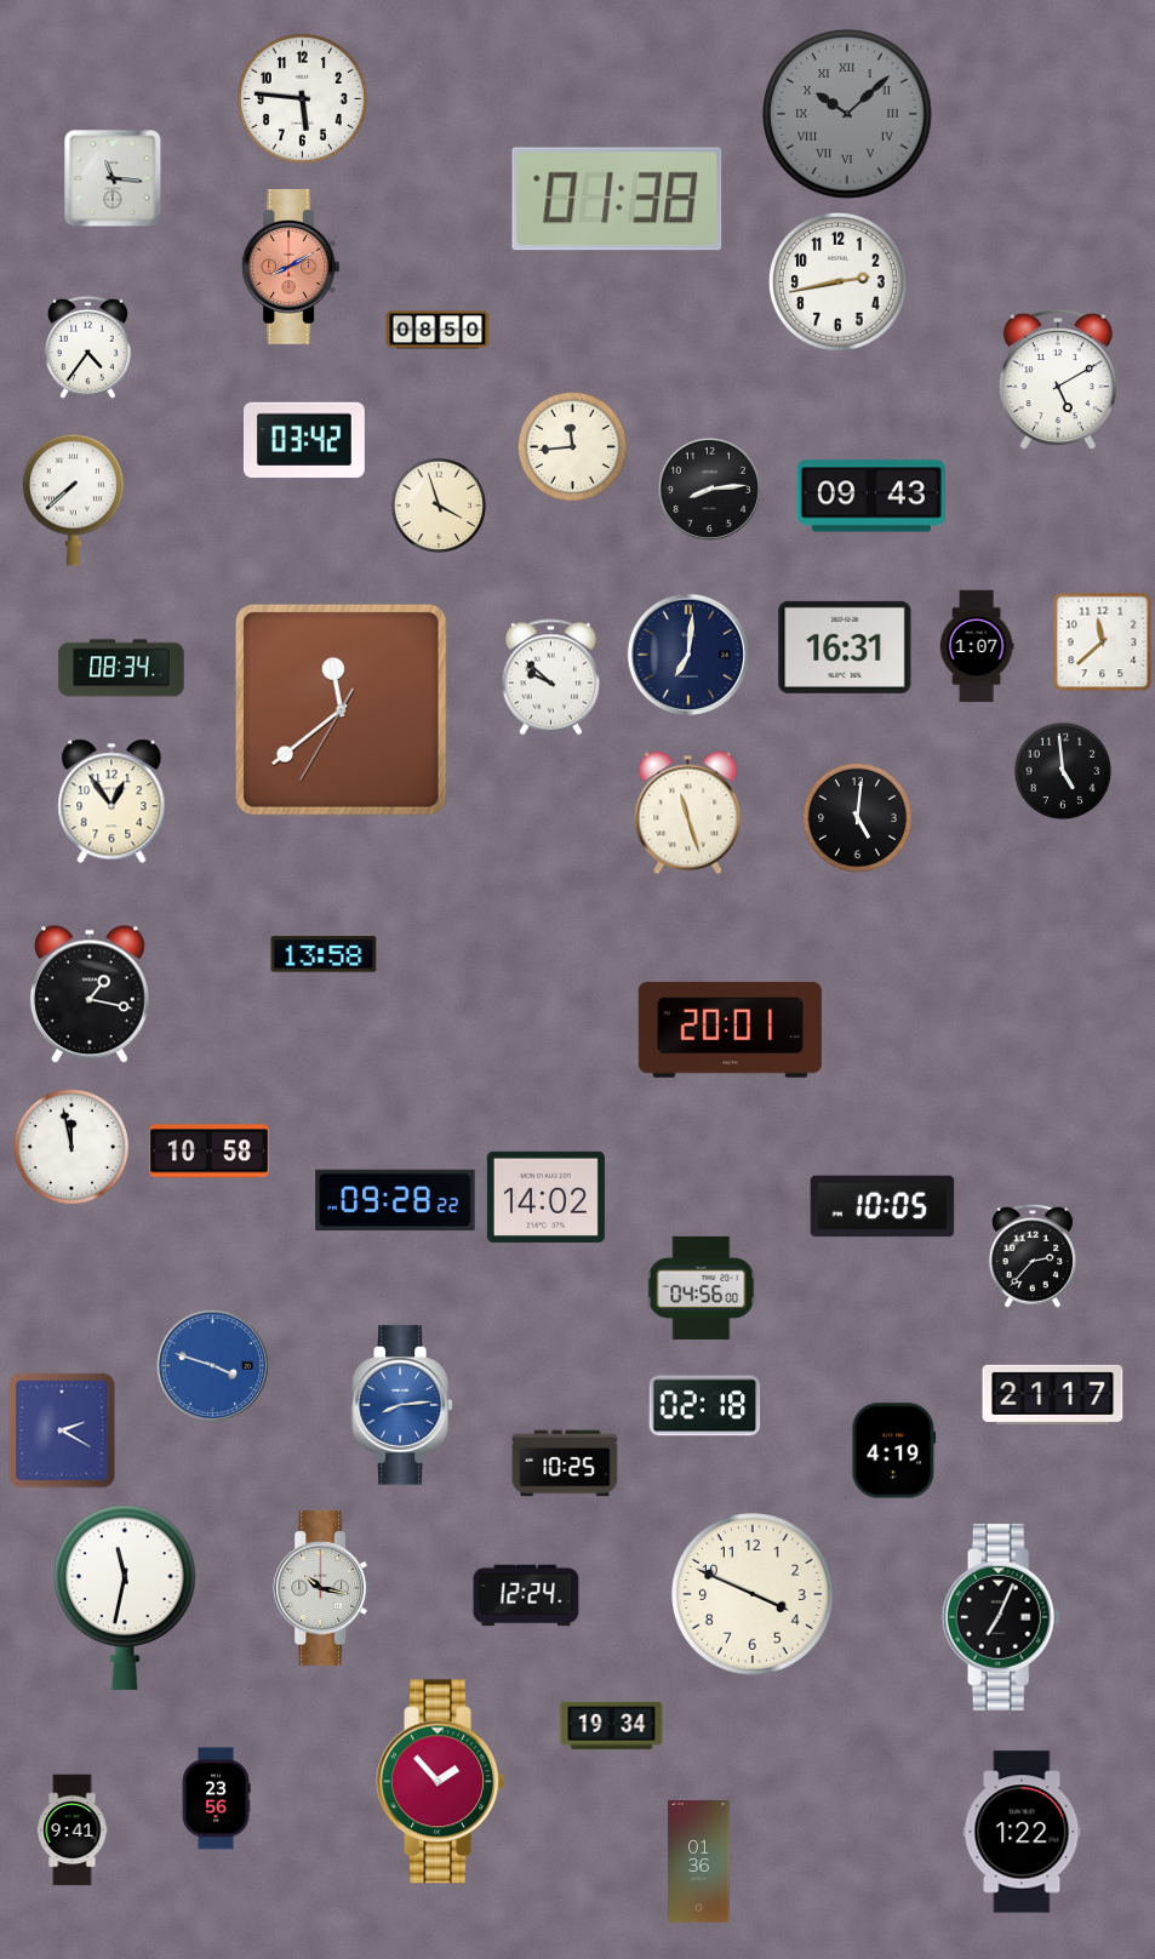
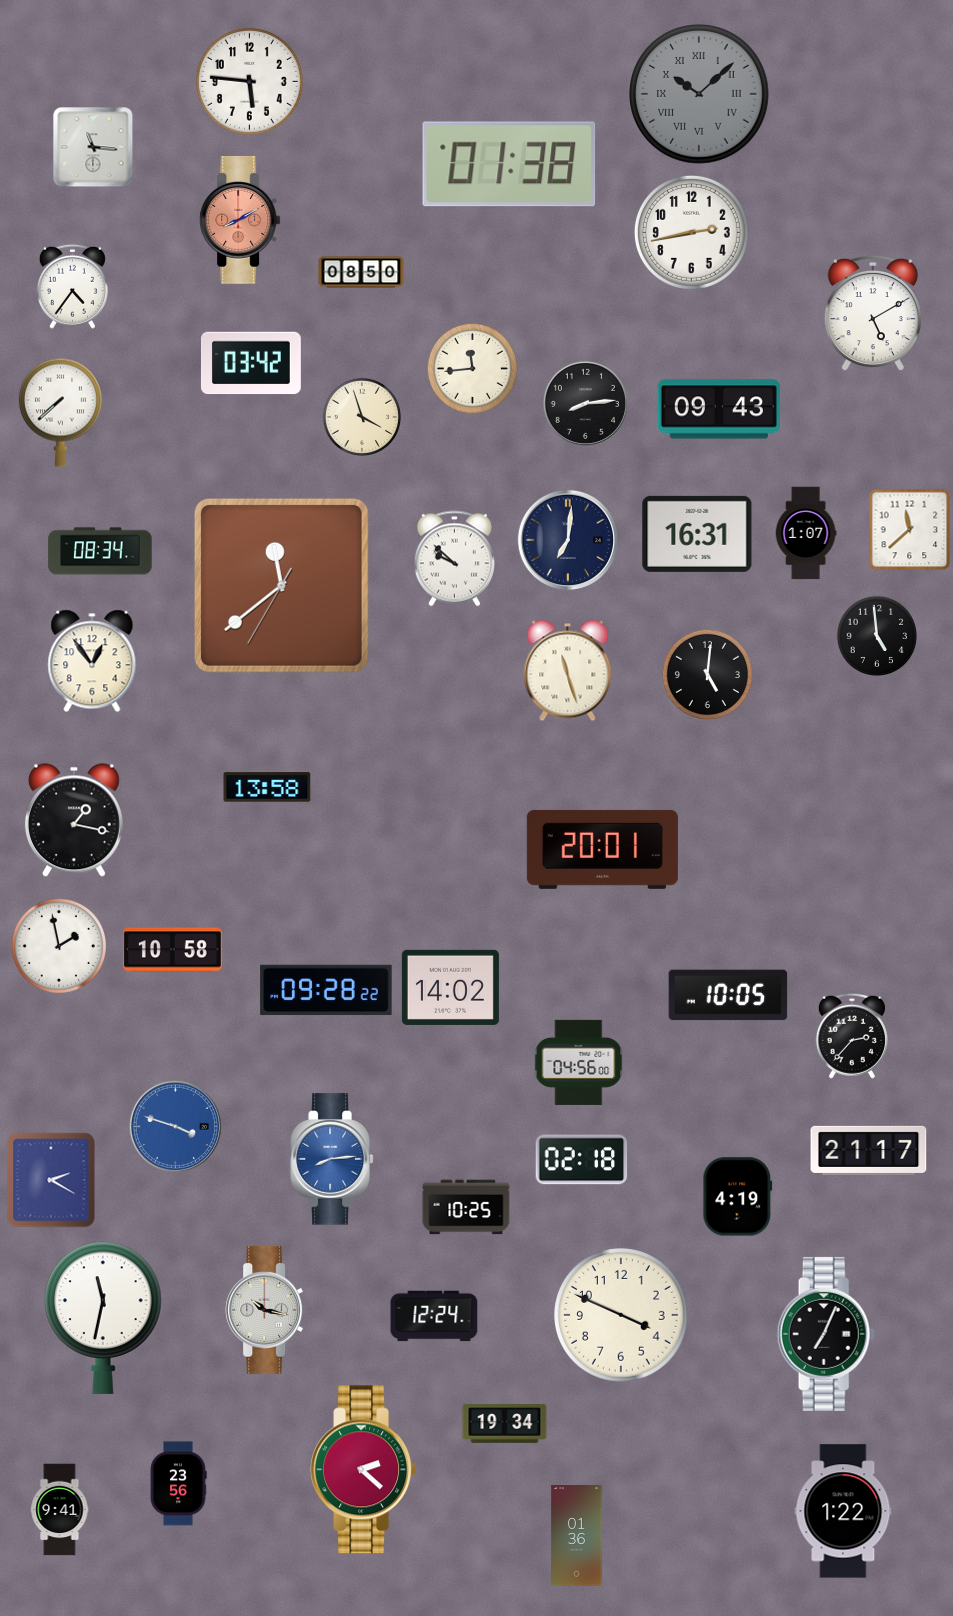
clock at (72, 1147): 11:58 -> 1:58
clock at (440, 1782): 1:53 -> 2:22
